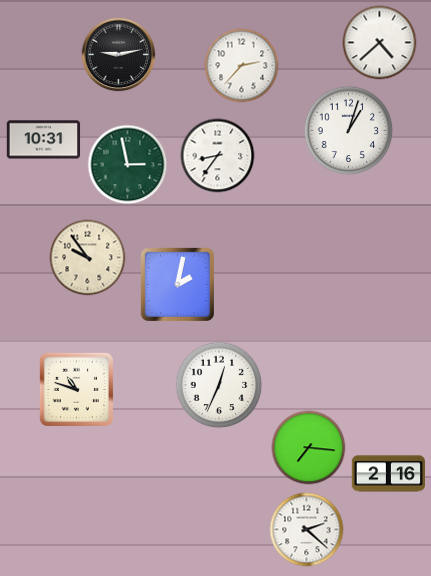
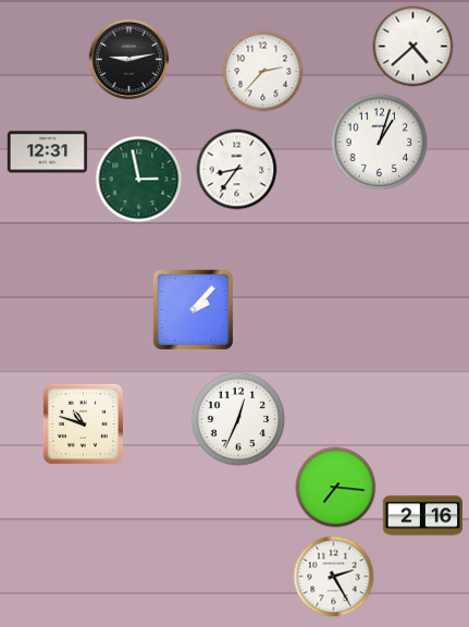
clock at (44, 140): 10:31 -> 12:31
clock at (88, 258): 9:54 -> none
clock at (177, 284): 2:02 -> 2:07
clock at (307, 530): 2:22 -> 2:25
